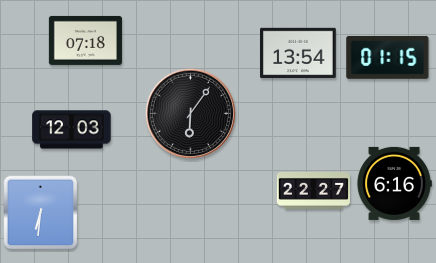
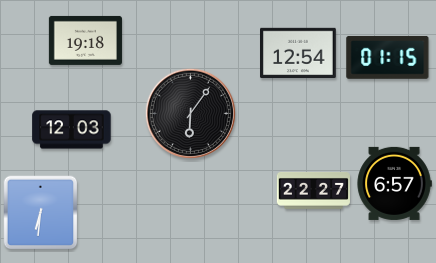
clock at (85, 40): 07:18 -> 19:18
clock at (299, 53): 13:54 -> 12:54
clock at (394, 183): 6:16 -> 6:57
